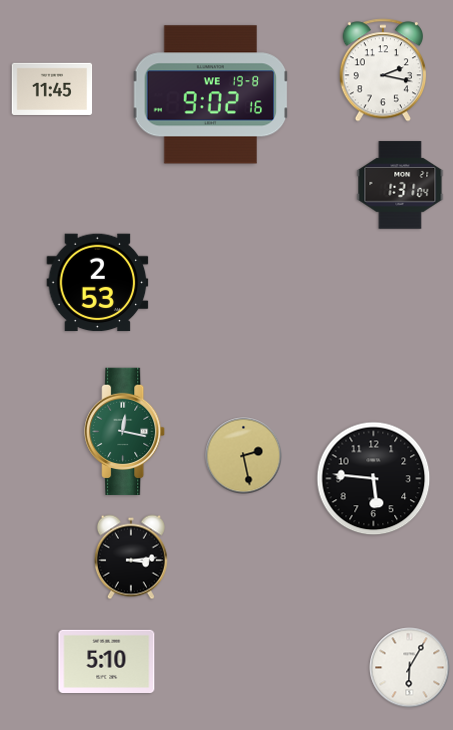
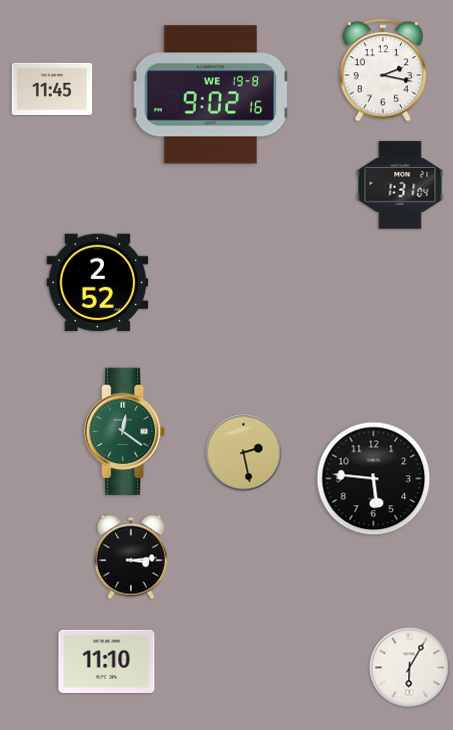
clock at (98, 283): 2:53 -> 2:52
clock at (125, 432): 12:17 -> 12:21
clock at (244, 456) position: (244, 456) -> (244, 453)
clock at (107, 661): 5:10 -> 11:10
